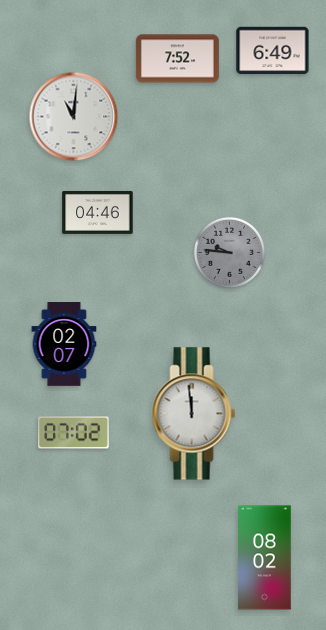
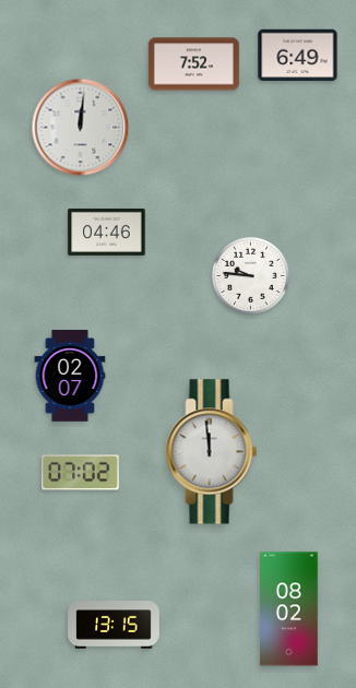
clock at (74, 117): 11:01 -> 12:01
clock at (229, 252) dial: grey -> white
clock at (114, 625): none -> 13:15
